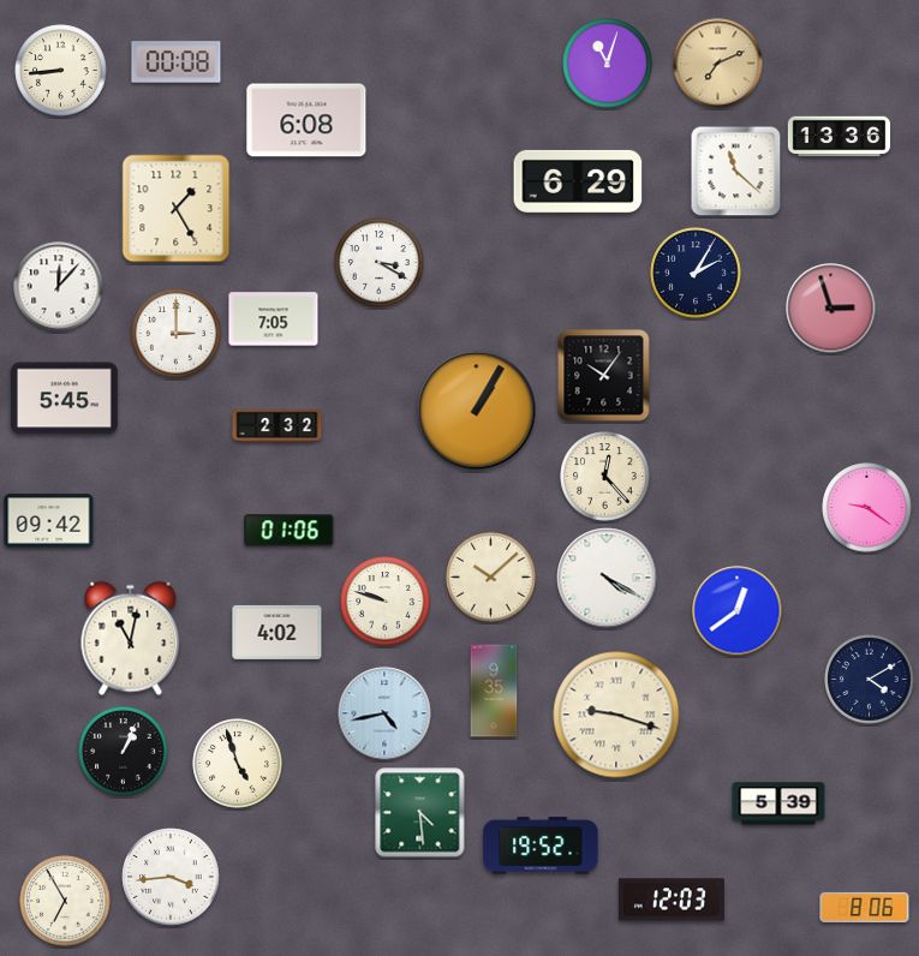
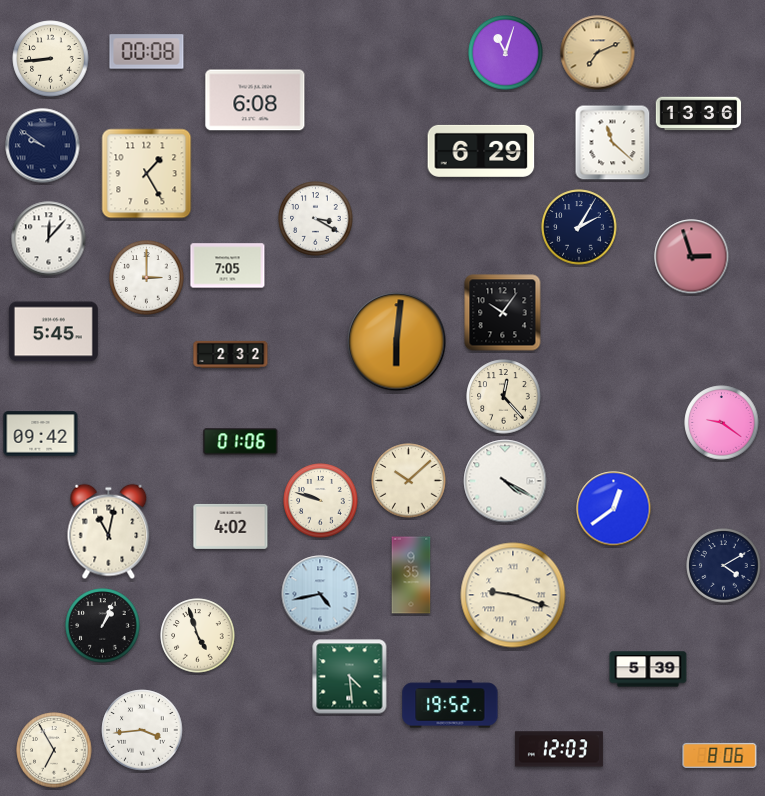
clock at (43, 146): none -> 9:51
clock at (477, 411): 1:05 -> 6:01
